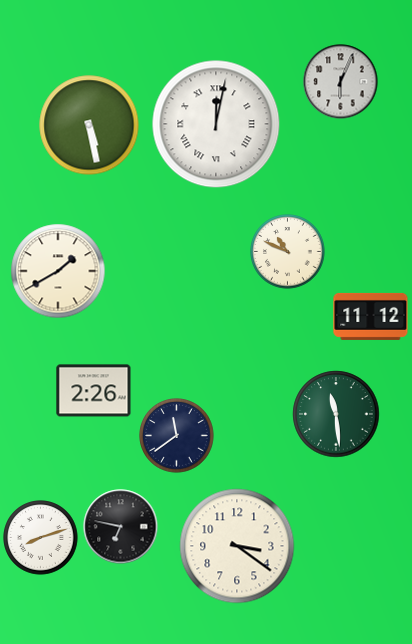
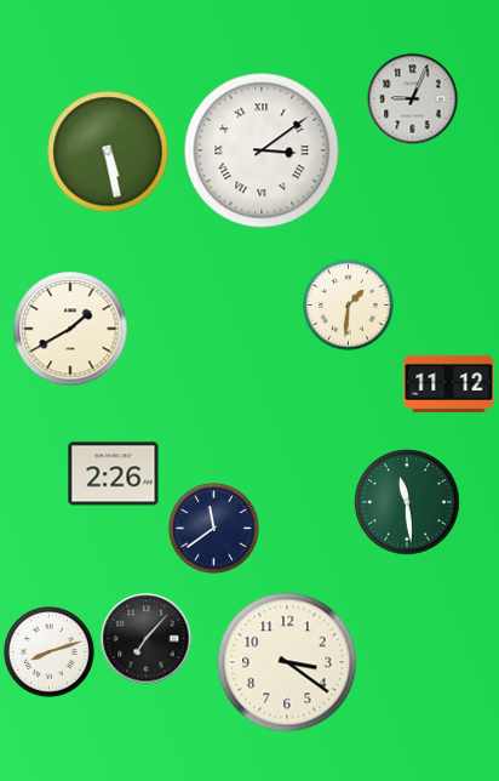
clock at (341, 82): 6:04 -> 9:04
clock at (216, 124): 12:02 -> 3:09
clock at (288, 252): 10:49 -> 1:31
clock at (121, 527): 6:47 -> 7:07
